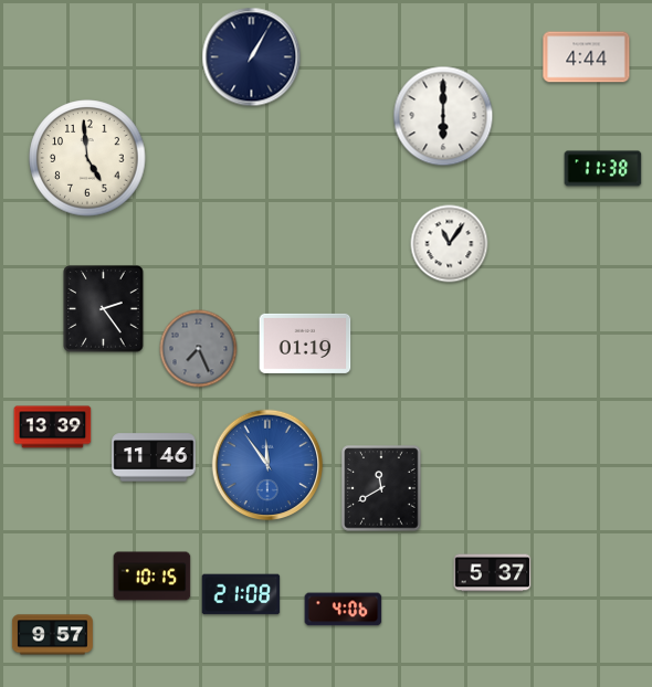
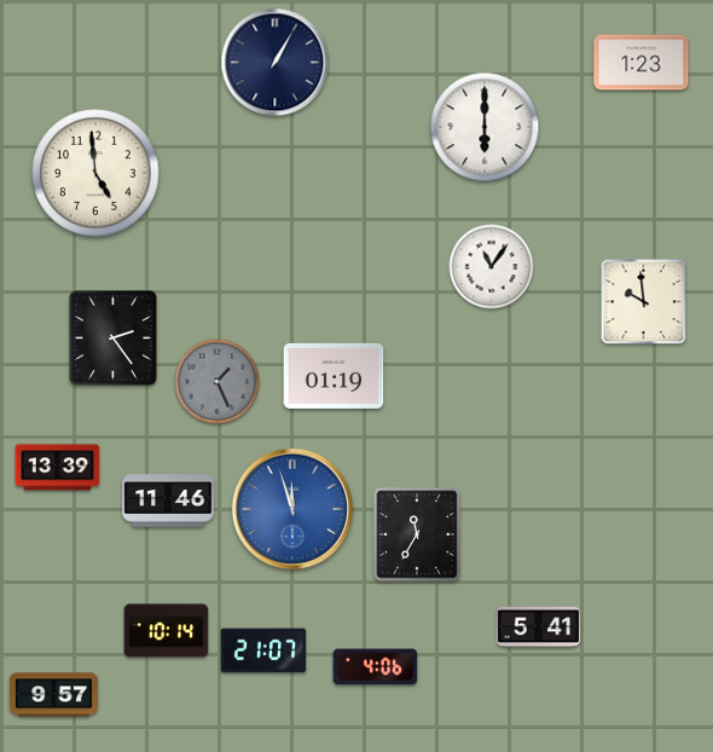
clock at (587, 57): 4:44 -> 1:23
clock at (603, 169): 11:38 -> none
clock at (644, 302): none -> 9:59
clock at (199, 349): 7:26 -> 1:26
clock at (267, 465): 11:54 -> 11:57
clock at (381, 488): 11:40 -> 11:35
clock at (493, 573): 5:37 -> 5:41
clock at (153, 577): 10:15 -> 10:14
clock at (241, 594): 21:08 -> 21:07
clock at (52, 635) position: (52, 635) -> (53, 695)
